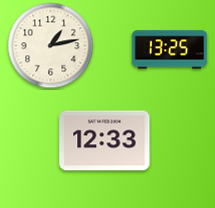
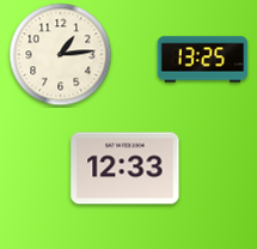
clock at (51, 46): 1:13 -> 1:14
